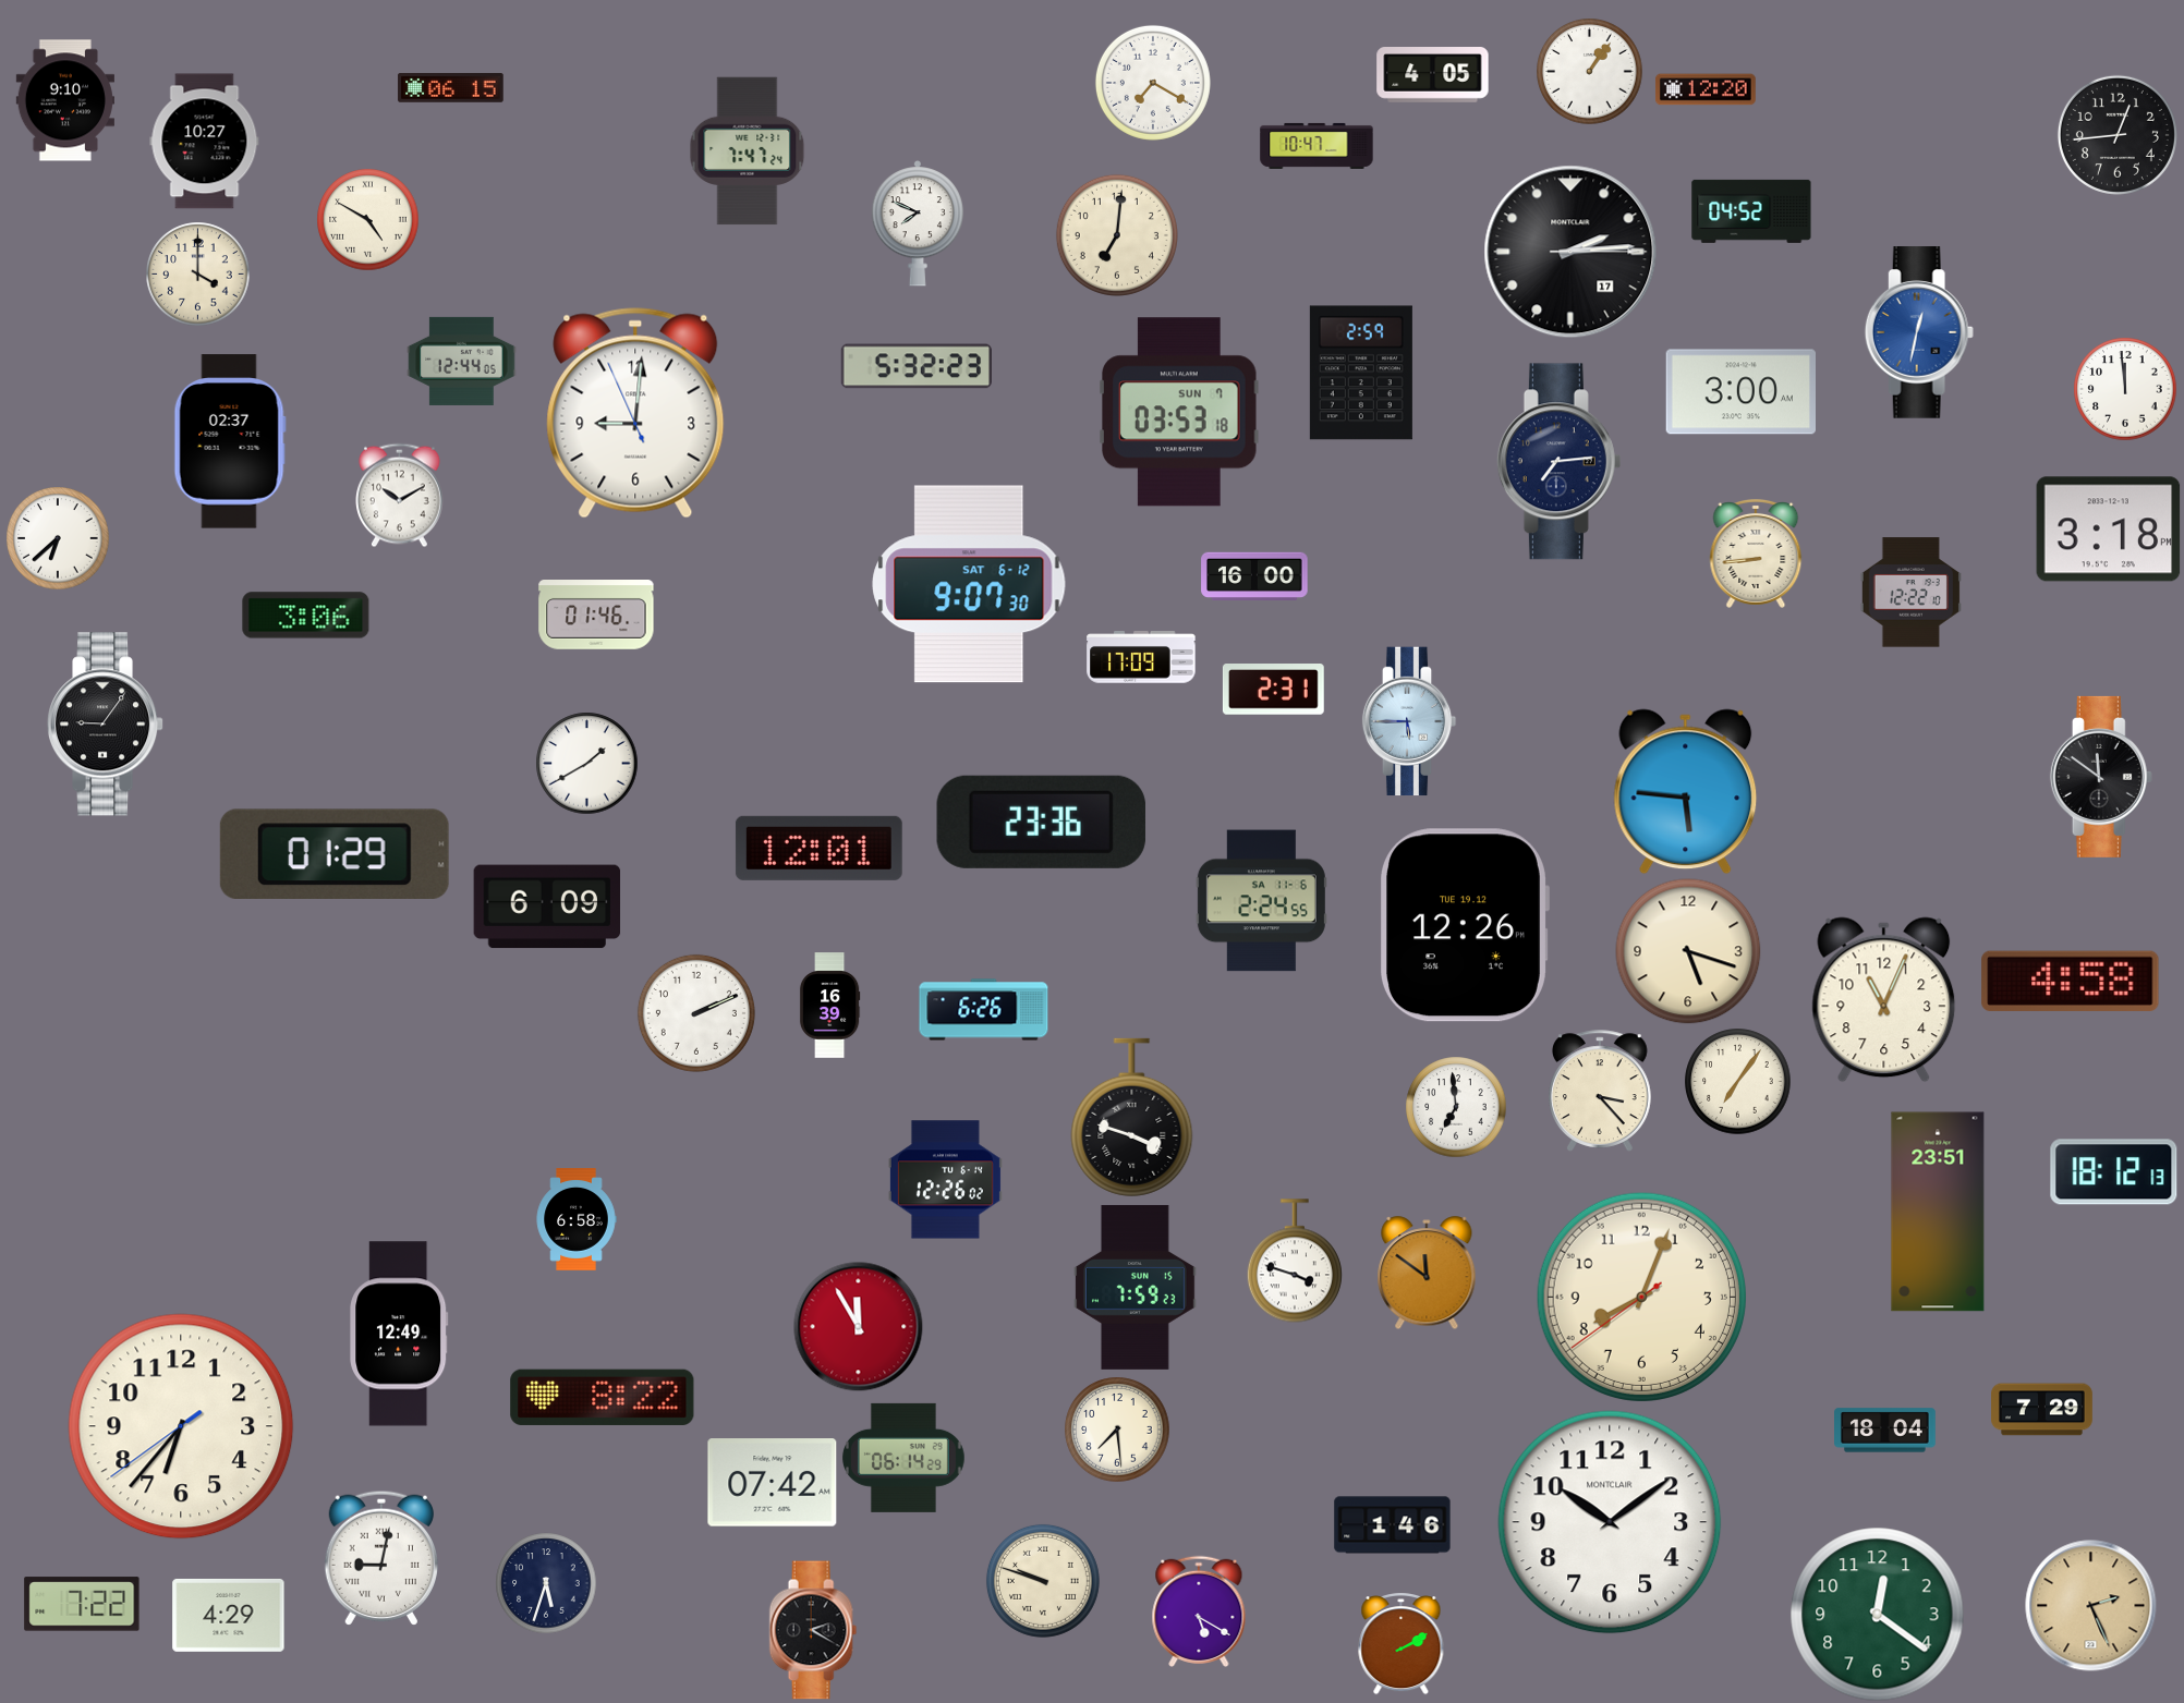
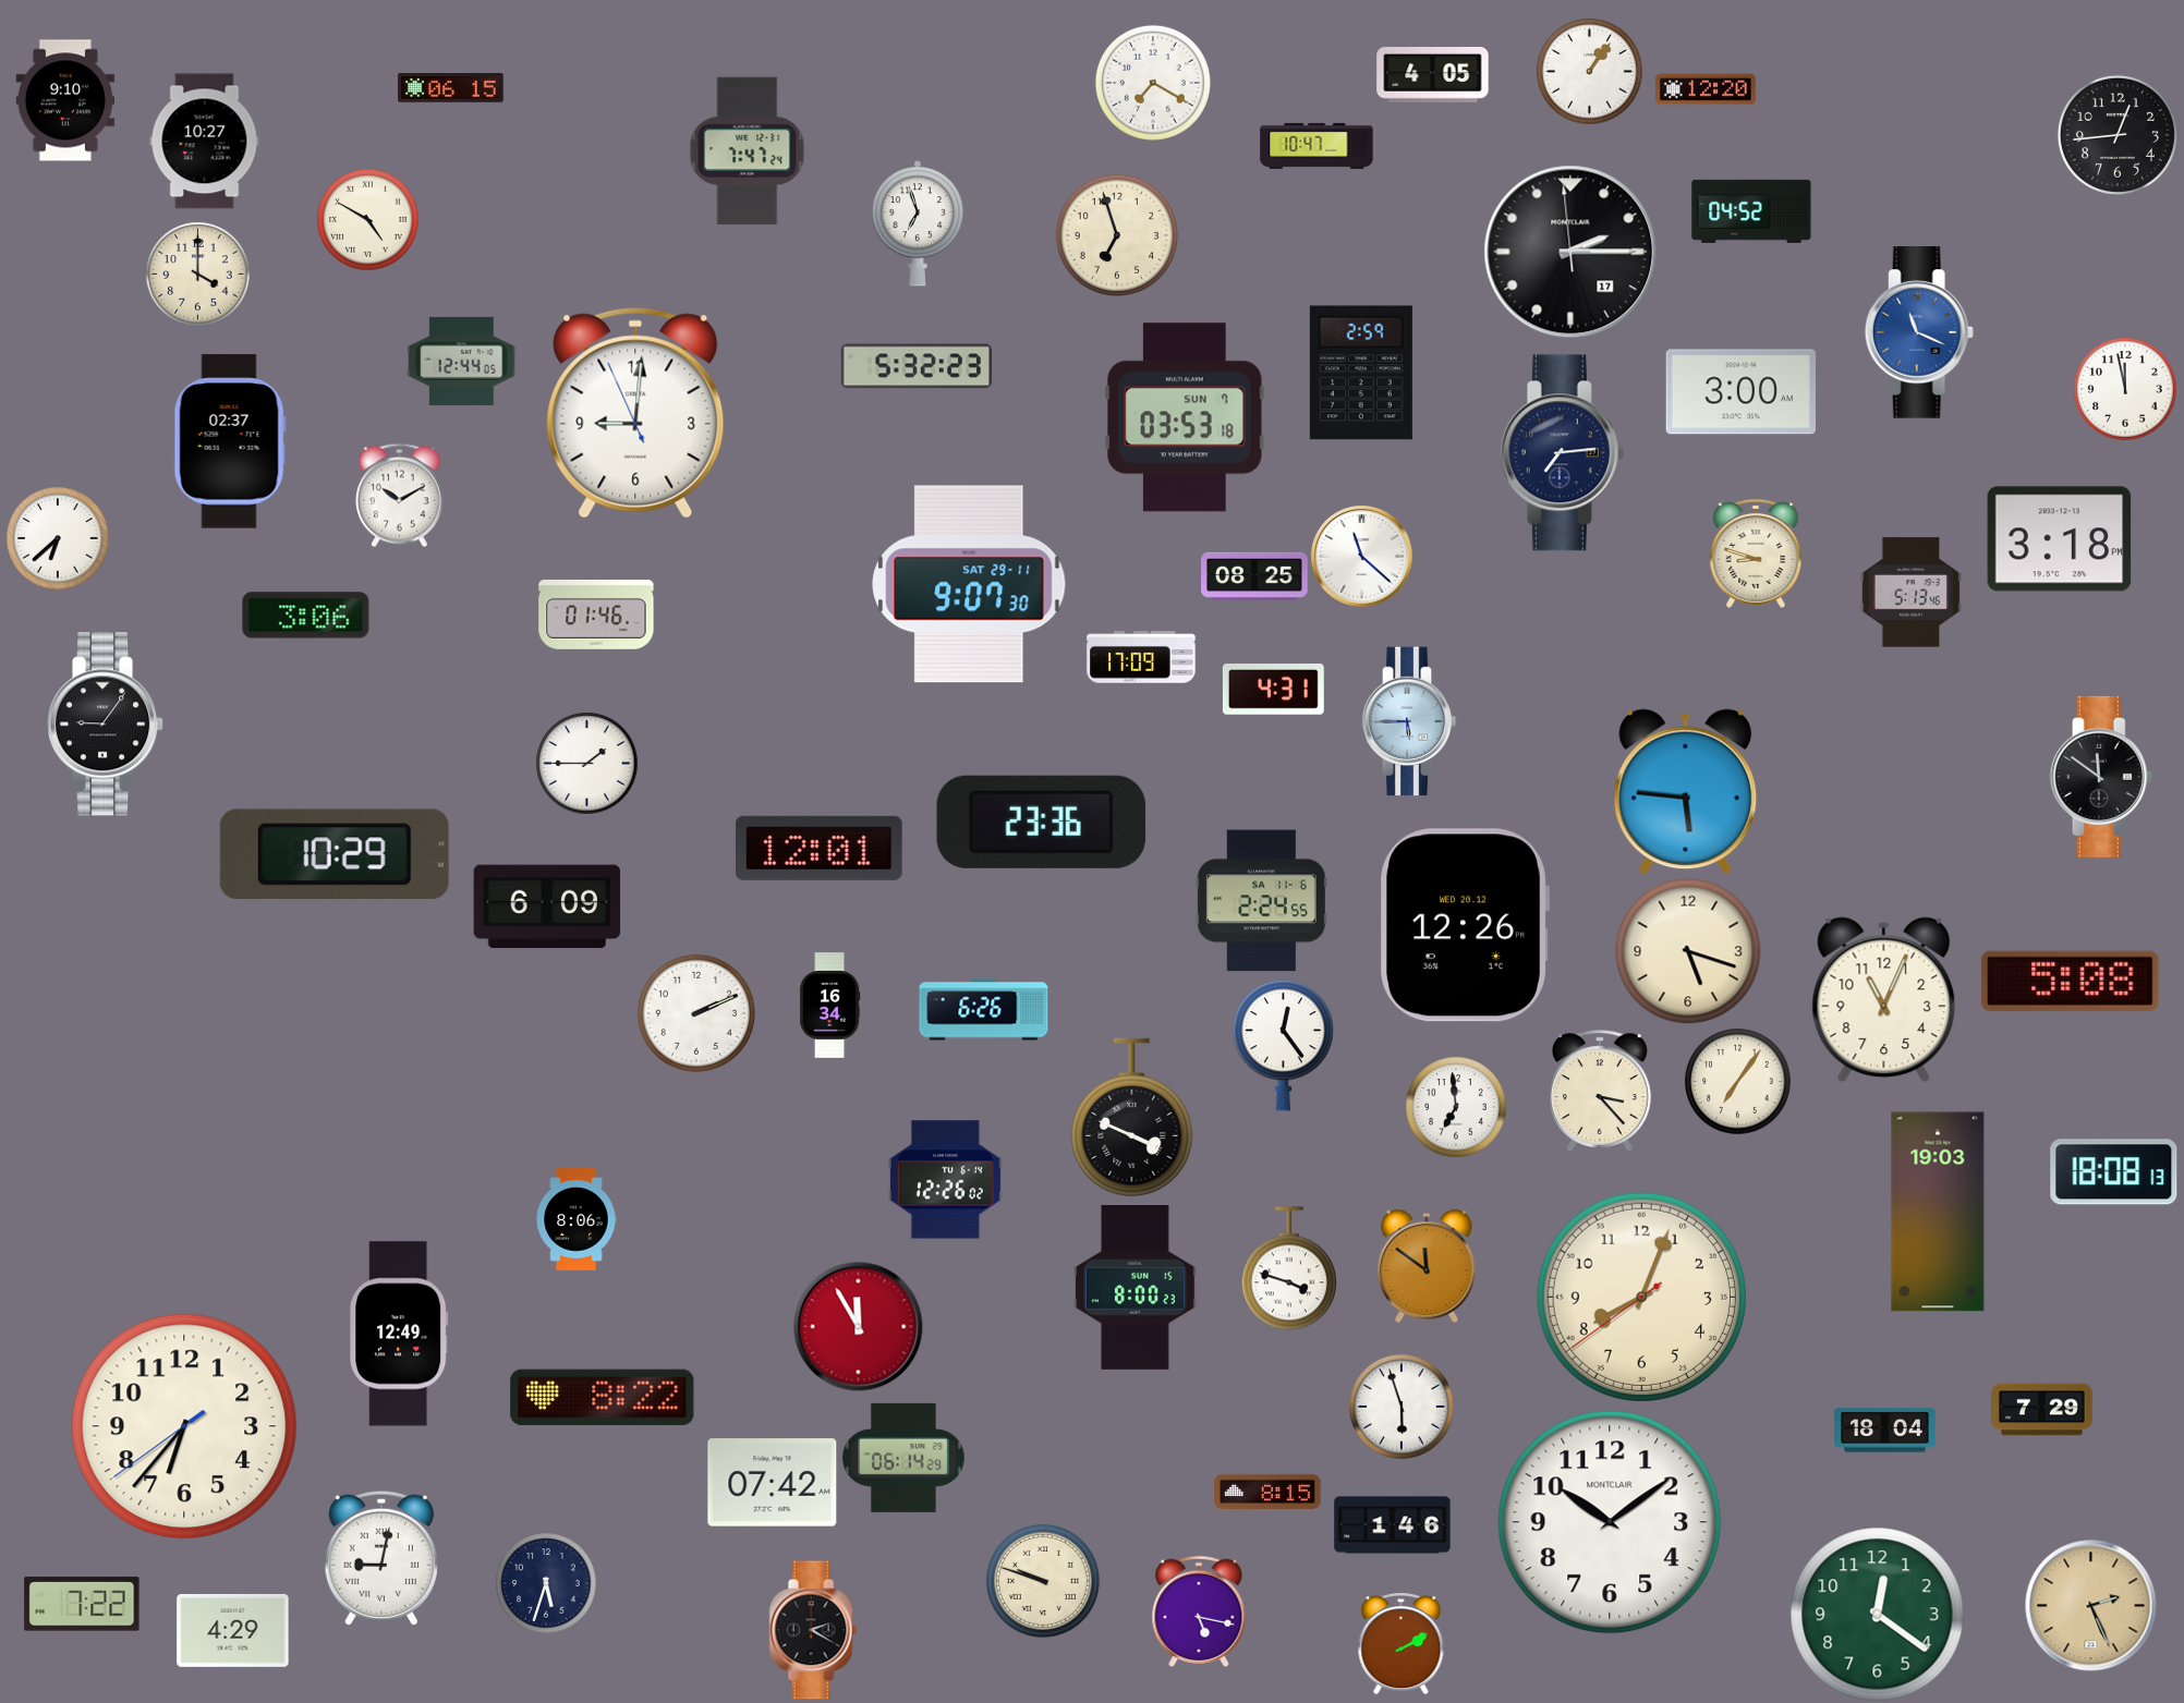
clock at (918, 224): 7:49 -> 6:57
clock at (1117, 235): 7:01 -> 6:57
clock at (1570, 252): 2:14:15 -> 2:14:59
clock at (1919, 332): 12:32 -> 11:19
clock at (2125, 389): 11:59 -> 11:58
clock at (1180, 412) position: (1180, 412) -> (1186, 417)
clock at (1558, 462) position: (1558, 462) -> (1562, 453)
clock at (2109, 530) position: (2109, 530) -> (2060, 539)
clock at (1756, 554): 8:44 -> 8:48
clock at (1361, 556): none -> 11:22
clock at (1254, 575): 16:00 -> 08:25
clock at (969, 584) date: SAT 6-12 -> SAT 29-11
clock at (1910, 593): 12:22 -> 5:13
clock at (1273, 690): 2:31 -> 4:31
clock at (586, 763): 1:40 -> 1:45
clock at (335, 853): 01:29 -> 10:29
clock at (1465, 925) date: TUE 19.12 -> WED 20.12
clock at (2071, 981): 4:58 -> 5:08
clock at (829, 1006): 16:39 -> 16:34
clock at (1283, 1045): none -> 12:24
clock at (1132, 1117): 3:48 -> 3:49
clock at (2114, 1172): 18:12 -> 18:08
clock at (1938, 1212): 23:51 -> 19:03
clock at (577, 1219): 6:58 -> 8:06
clock at (1295, 1261) position: (1295, 1261) -> (1289, 1268)
clock at (1427, 1273) position: (1427, 1273) -> (1427, 1266)
clock at (1136, 1287): 7:59 -> 8:00
clock at (1402, 1407): none -> 5:57
clock at (181, 1426) position: (181, 1426) -> (184, 1426)
clock at (1117, 1430): 7:29 -> none
clock at (1267, 1492): none -> 8:15
clock at (1199, 1611): 5:20 -> 5:17
clock at (229, 1615) position: (229, 1615) -> (233, 1630)
